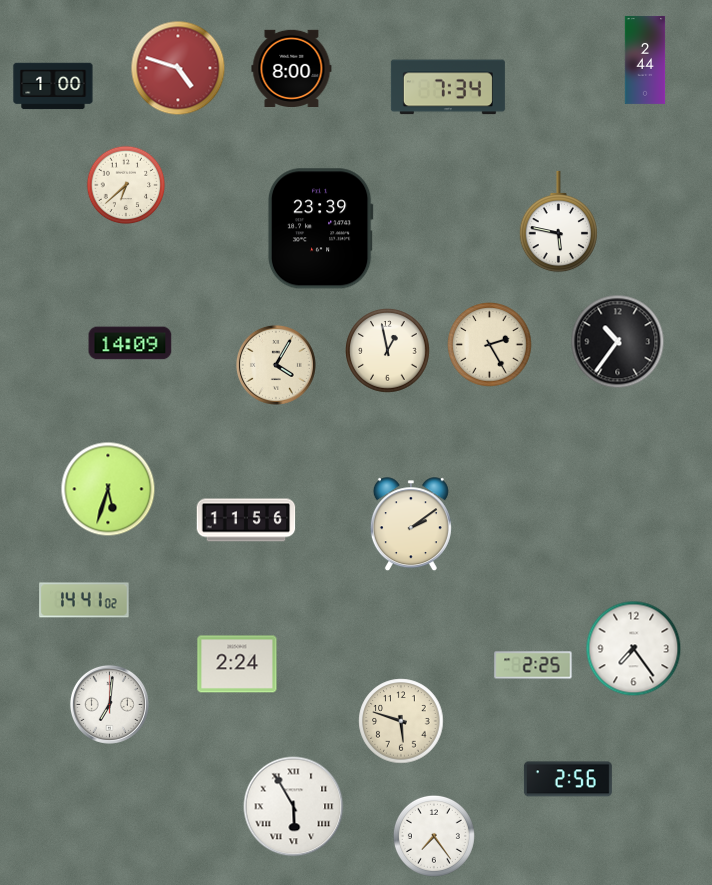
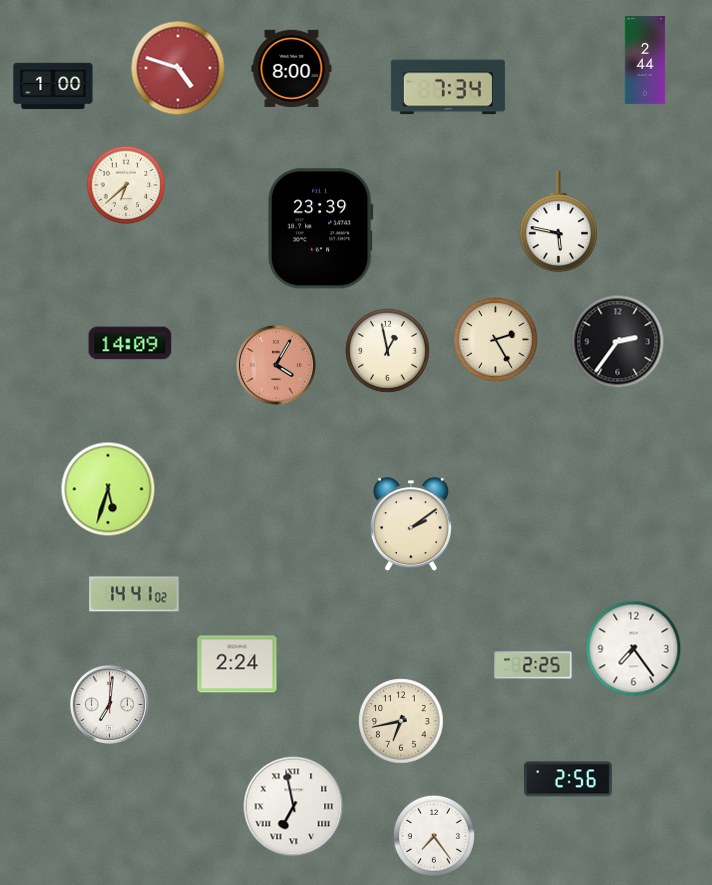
clock at (618, 342): 10:36 -> 2:36
clock at (490, 345) position: (490, 345) -> (496, 340)
clock at (276, 365) dial: cream -> salmon
clock at (246, 520): 11:56 -> none
clock at (84, 600) position: (84, 600) -> (134, 594)
clock at (401, 721): 5:48 -> 6:43
clock at (294, 807): 5:55 -> 6:58
